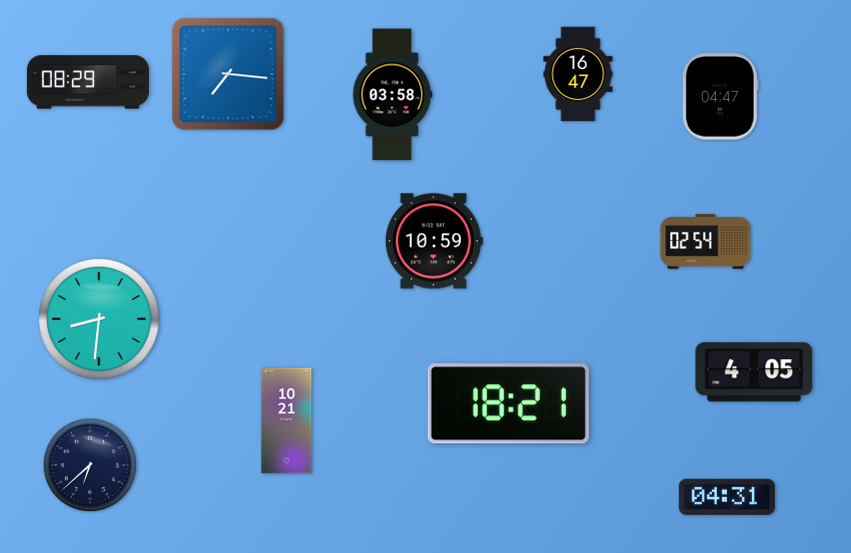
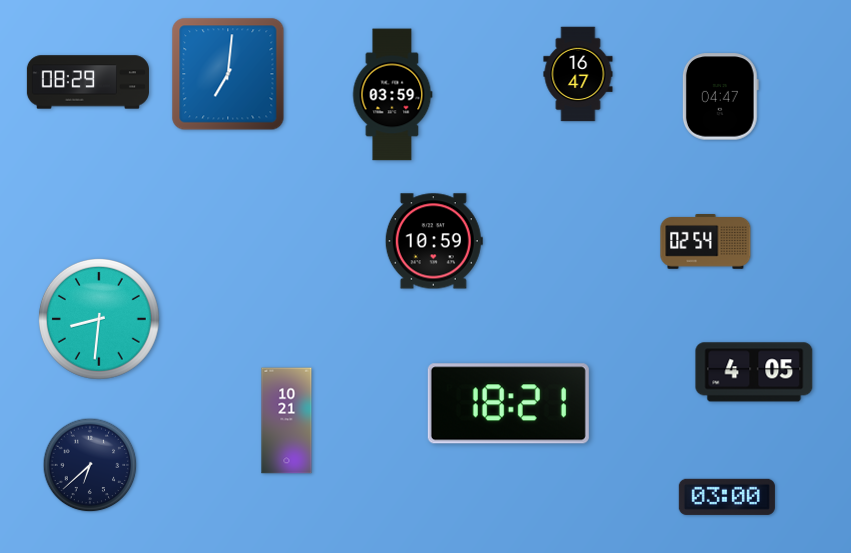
clock at (228, 74): 7:16 -> 7:01
clock at (392, 95): 03:58 -> 03:59
clock at (727, 497): 04:31 -> 03:00
